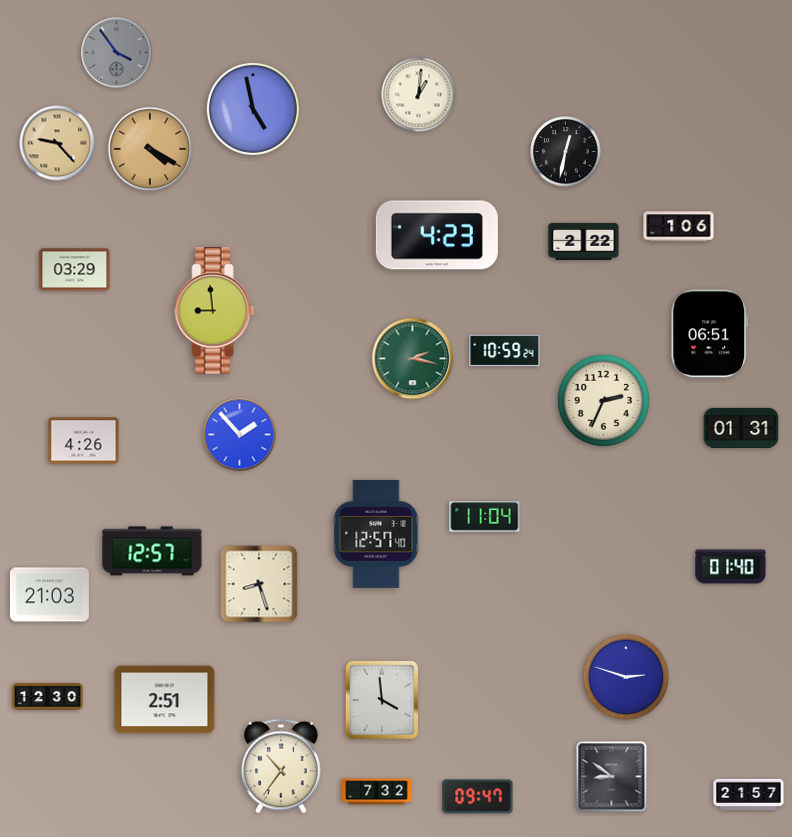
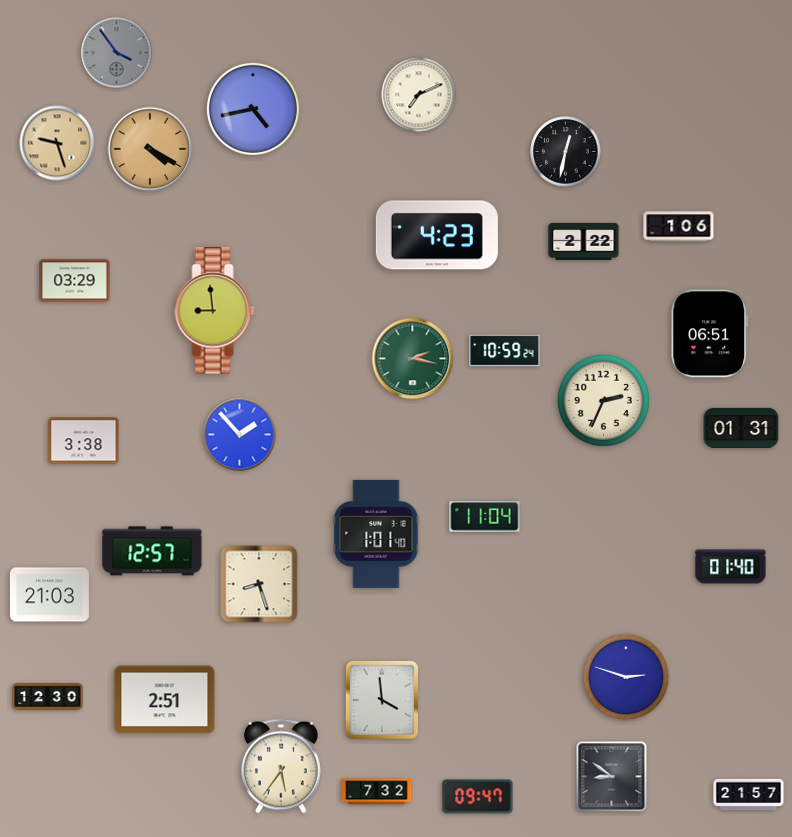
clock at (419, 95): 1:01 -> 7:11
clock at (253, 109): 4:58 -> 4:43
clock at (57, 143): 9:23 -> 9:27
clock at (75, 270) position: (75, 270) -> (75, 281)
clock at (84, 441): 4:26 -> 3:38
clock at (376, 534): 12:57 -> 1:01
clock at (282, 766): 10:36 -> 5:36
